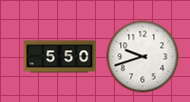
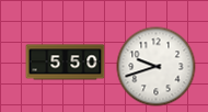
clock at (143, 57) position: (143, 57) -> (157, 67)
